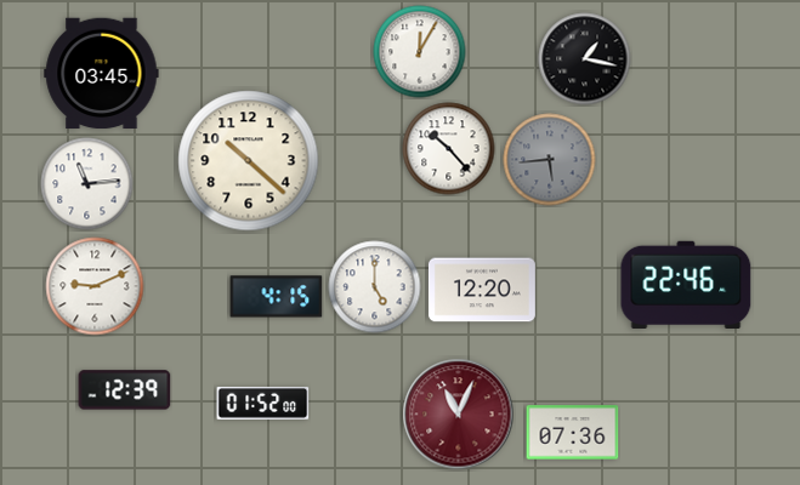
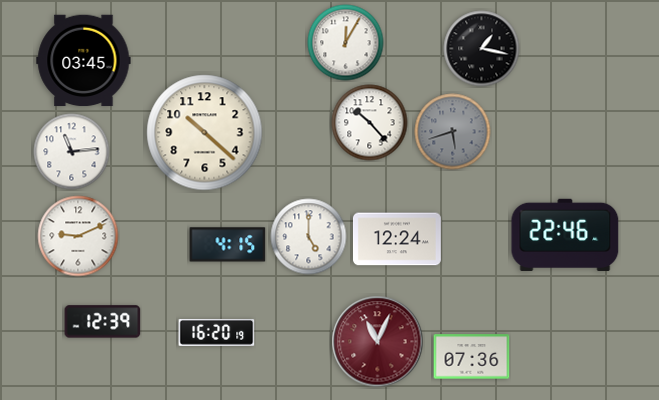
clock at (550, 160): 5:44 -> 5:42
clock at (482, 290): 12:20 -> 12:24
clock at (263, 403): 01:52 -> 16:20
